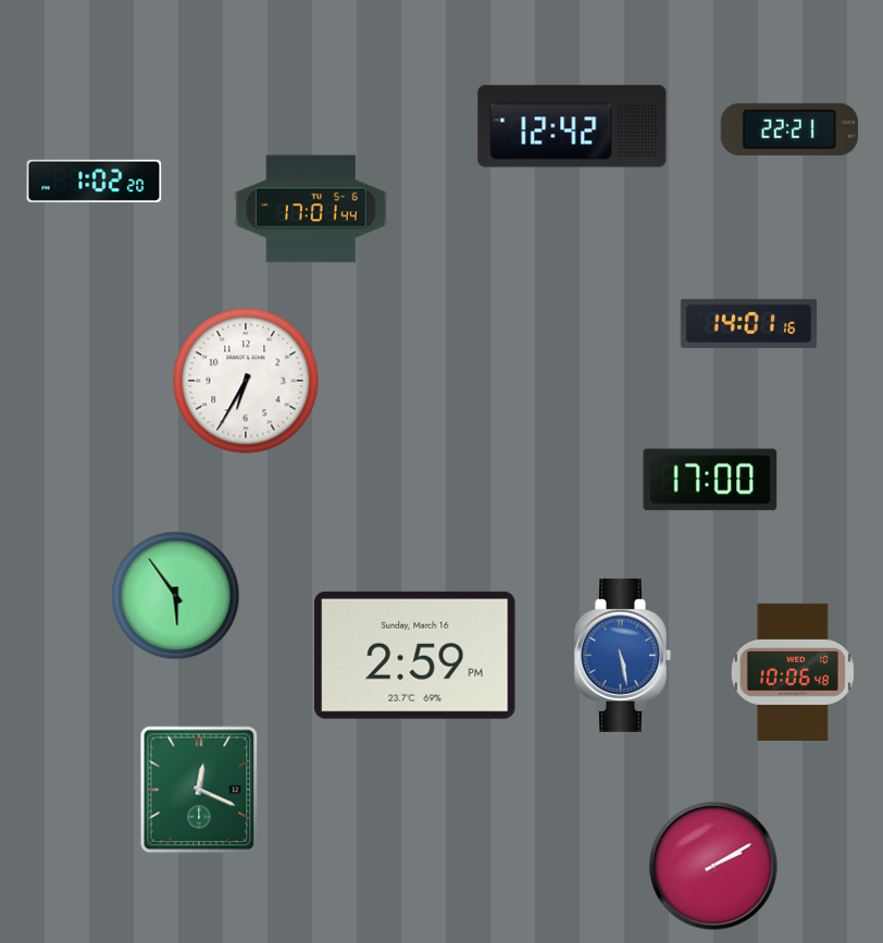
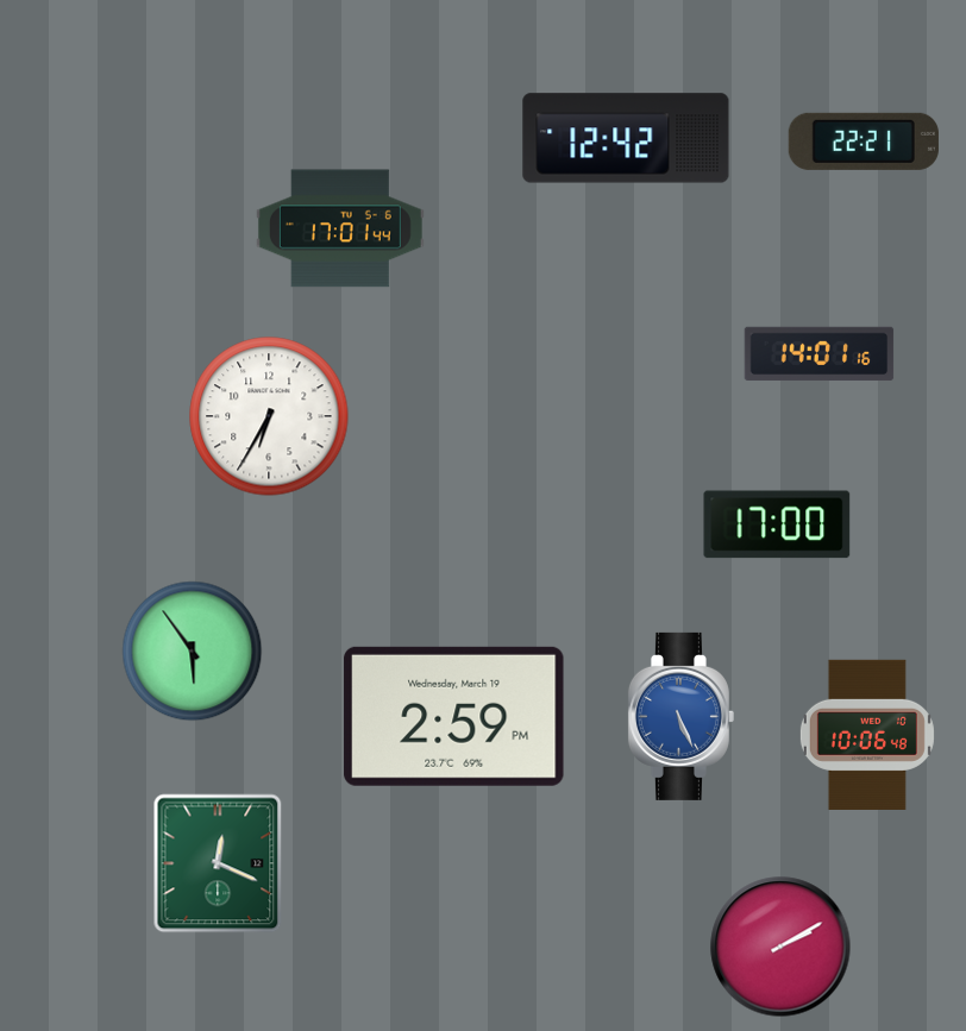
clock at (95, 181): 1:02 -> none
clock at (415, 655) date: Sunday, March 16 -> Wednesday, March 19
clock at (622, 655): 5:28 -> 5:26
